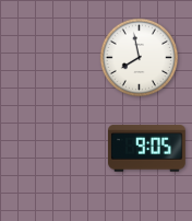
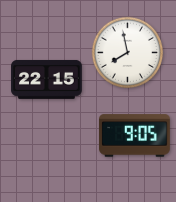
clock at (47, 79): none -> 22:15
